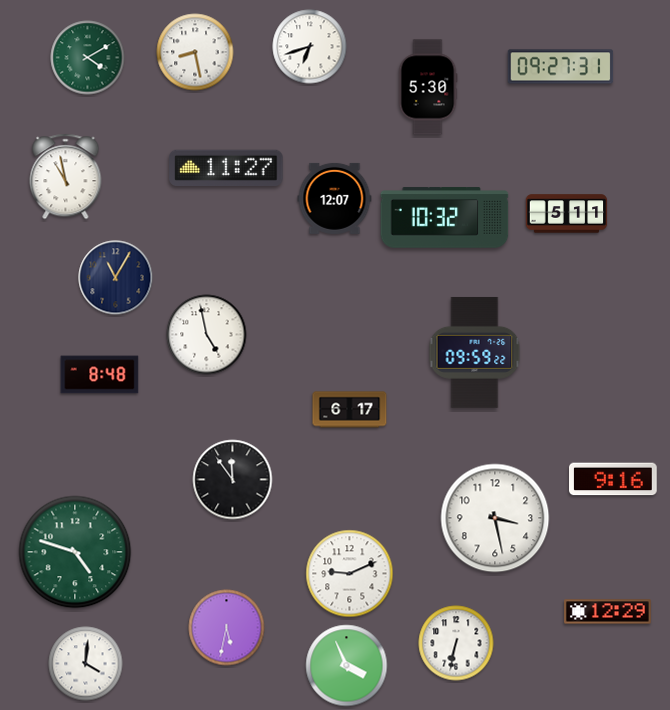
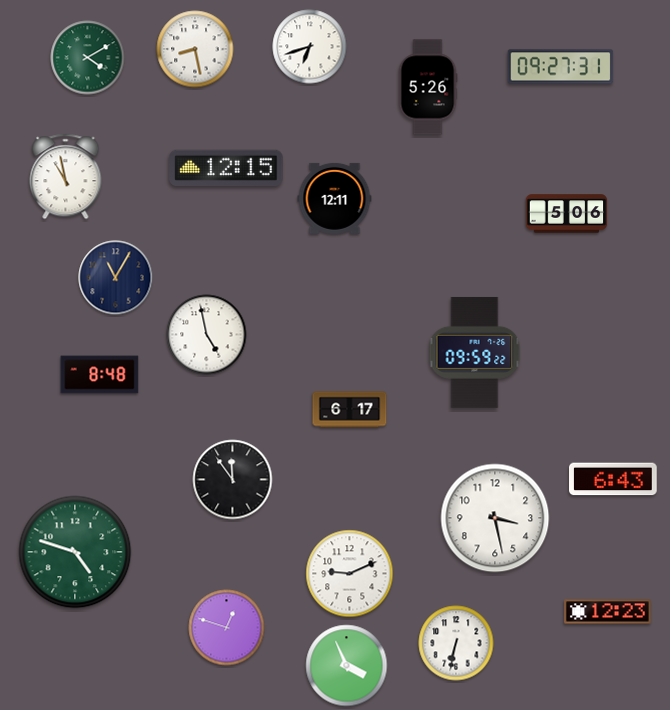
clock at (195, 52) position: (195, 52) -> (195, 49)
clock at (428, 87): 5:30 -> 5:26
clock at (226, 167): 11:27 -> 12:15
clock at (335, 198): 12:07 -> 12:11
clock at (567, 214): 5:11 -> 5:06
clock at (445, 218): 10:32 -> none
clock at (614, 479): 9:16 -> 6:43
clock at (608, 612): 12:29 -> 12:23
clock at (227, 628): 5:32 -> 12:48
clock at (86, 664): 4:01 -> none
